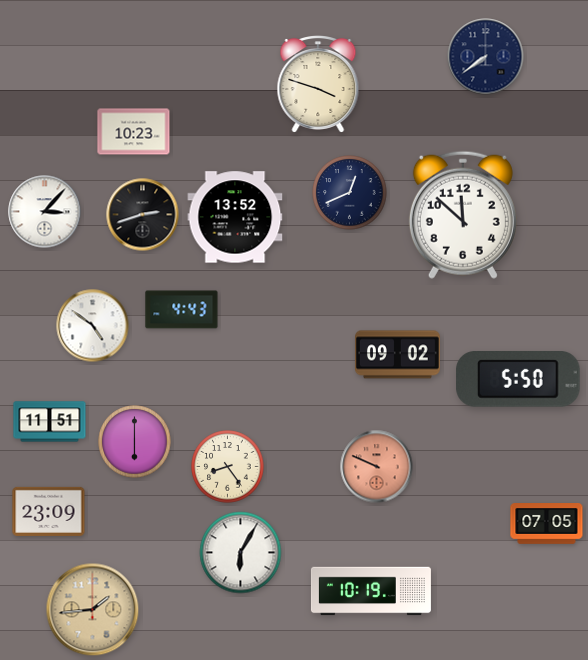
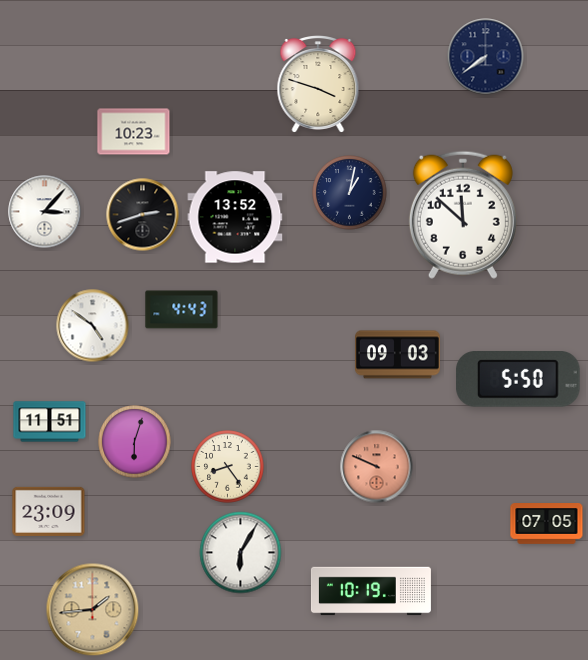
clock at (350, 193): 12:41 -> 1:02
clock at (398, 355): 09:02 -> 09:03
clock at (135, 442): 6:00 -> 6:03
